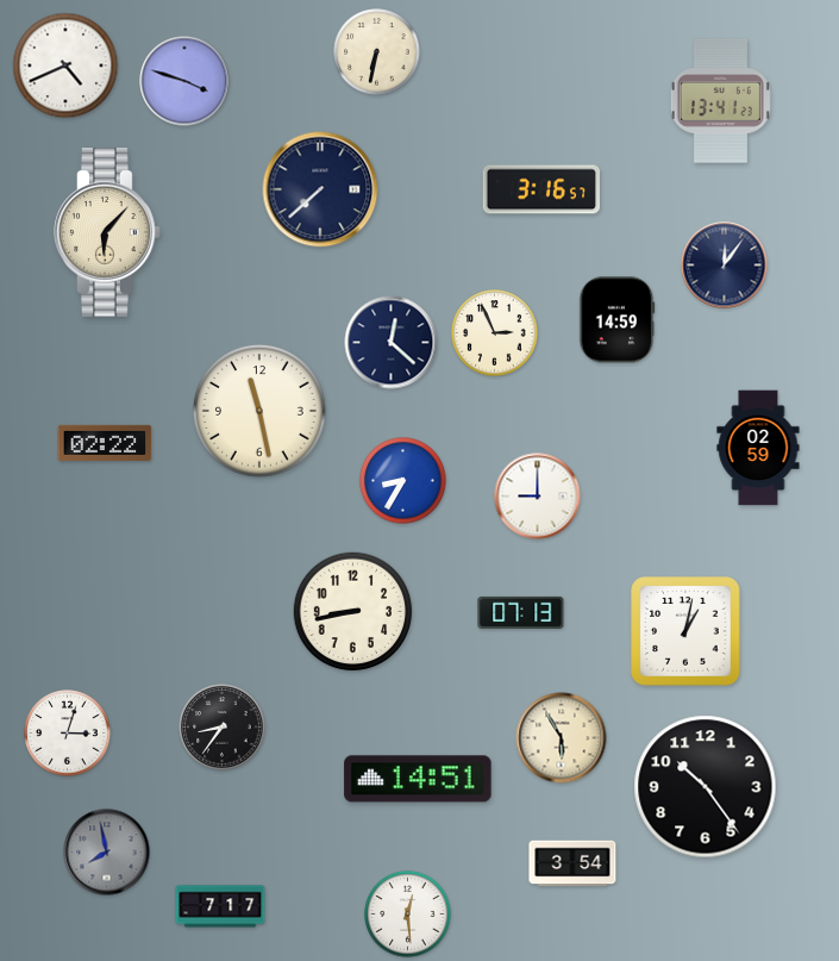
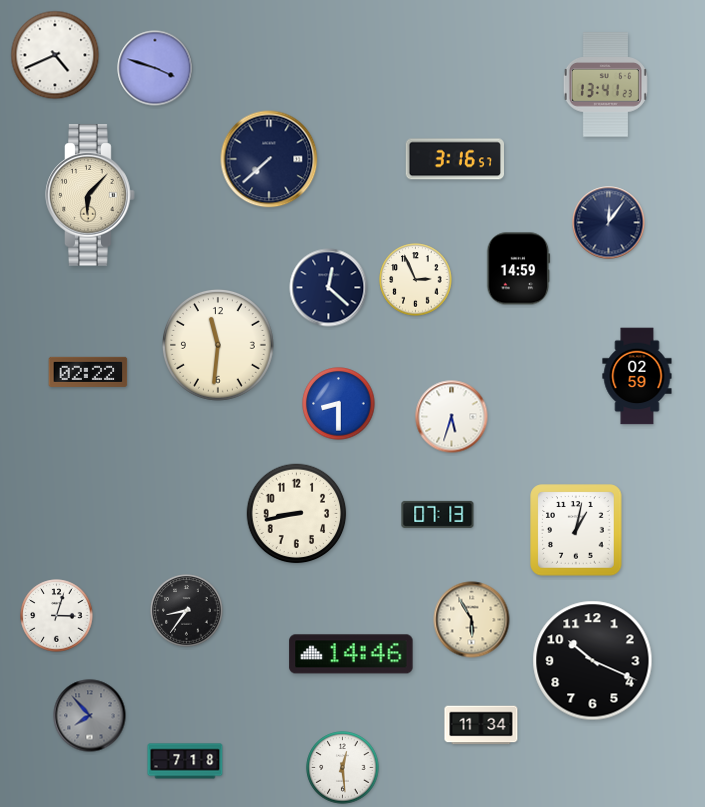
clock at (377, 52): 6:32 -> none
clock at (261, 412): 11:28 -> 11:31
clock at (403, 481): 8:35 -> 8:30
clock at (538, 497): 9:00 -> 5:33
clock at (418, 779): 14:51 -> 14:46
clock at (706, 787): 10:24 -> 10:19
clock at (107, 853): 7:58 -> 7:53
clock at (572, 863): 3:54 -> 11:34
clock at (220, 906): 7:17 -> 7:18
